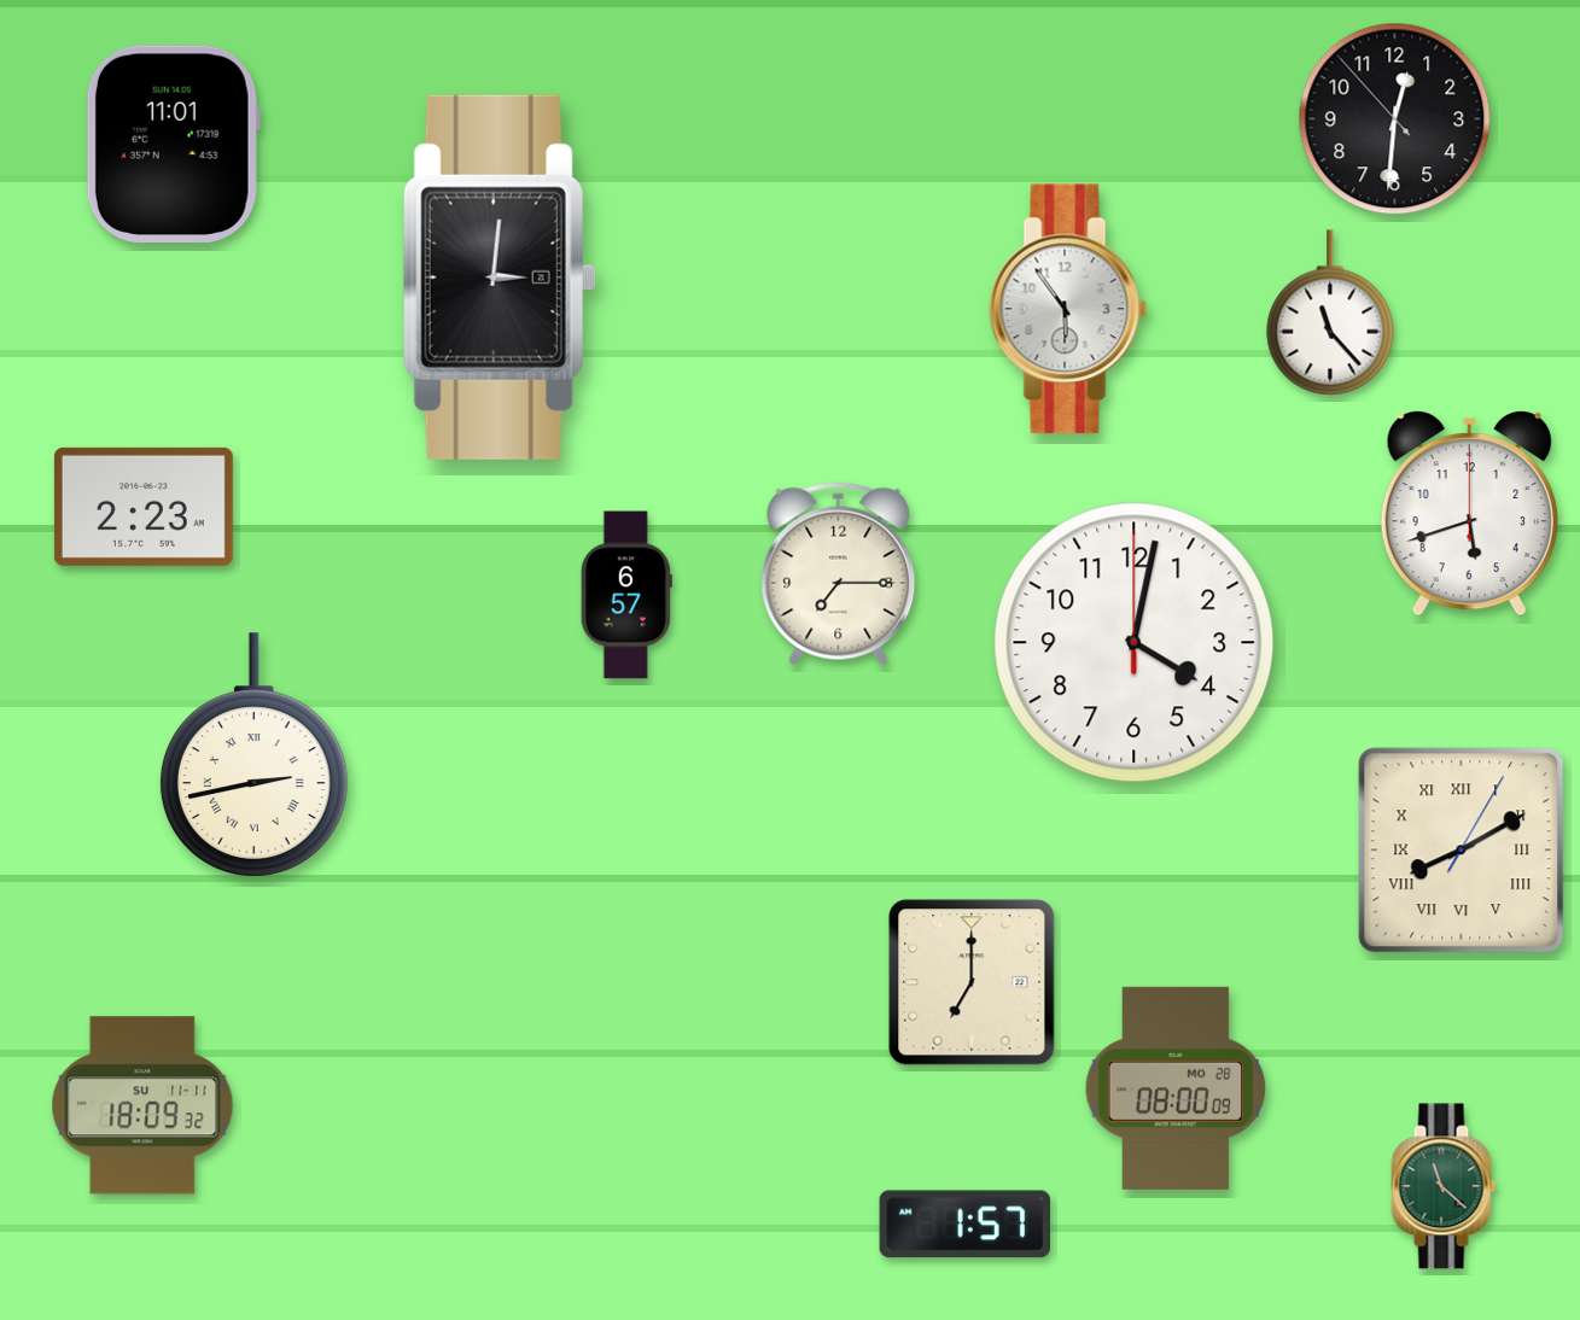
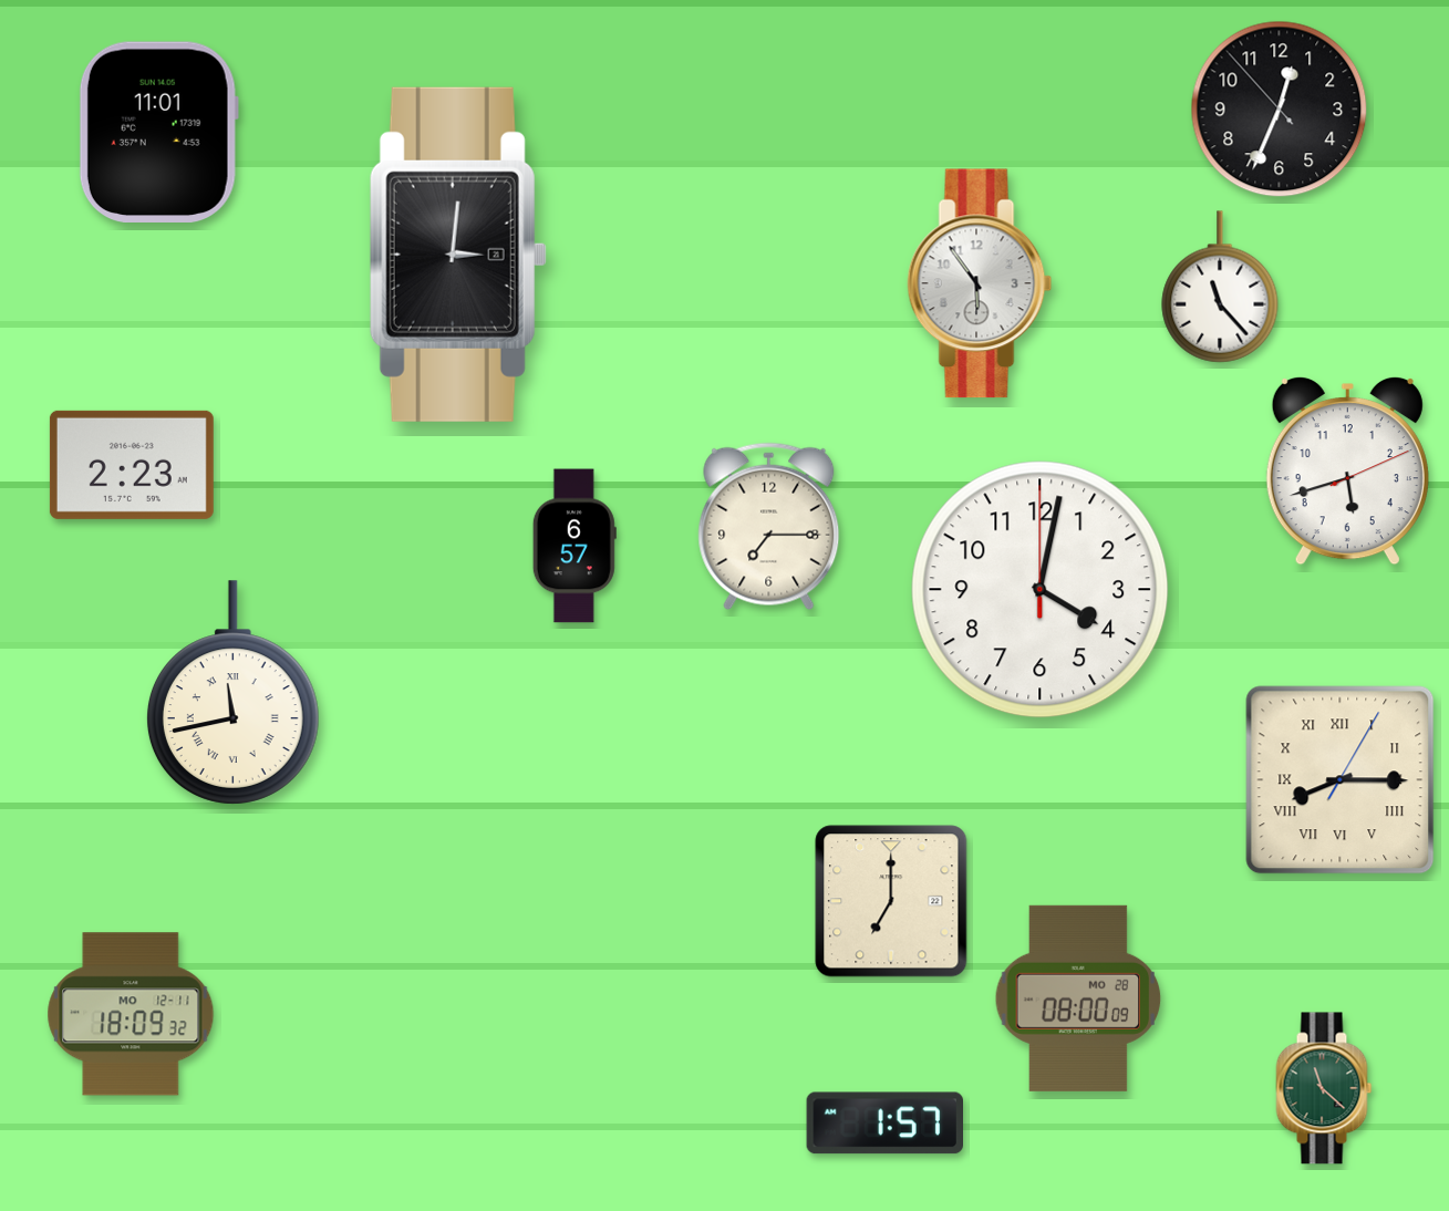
clock at (1395, 119): 12:30 -> 12:33
clock at (1469, 514): 5:42:00 -> 5:42:11
clock at (253, 755): 2:43 -> 11:43
clock at (1462, 851): 8:10 -> 8:15
clock at (142, 1105) date: SU 11-11 -> MO 12-11
